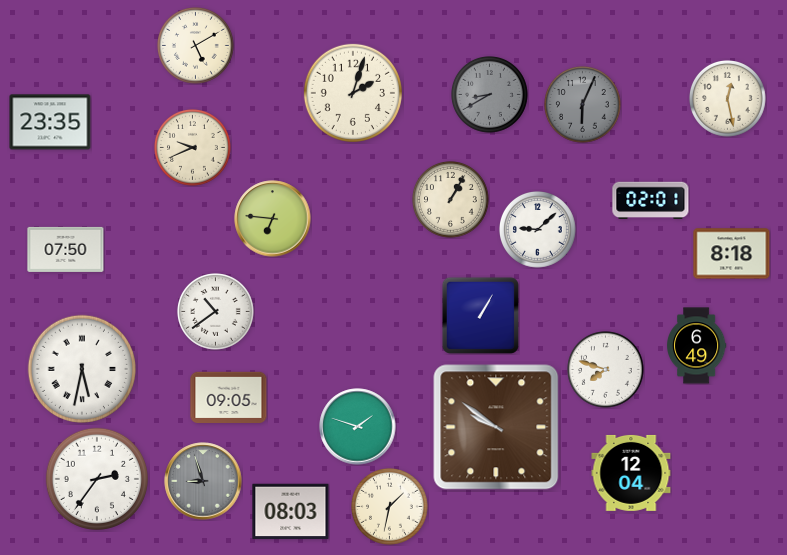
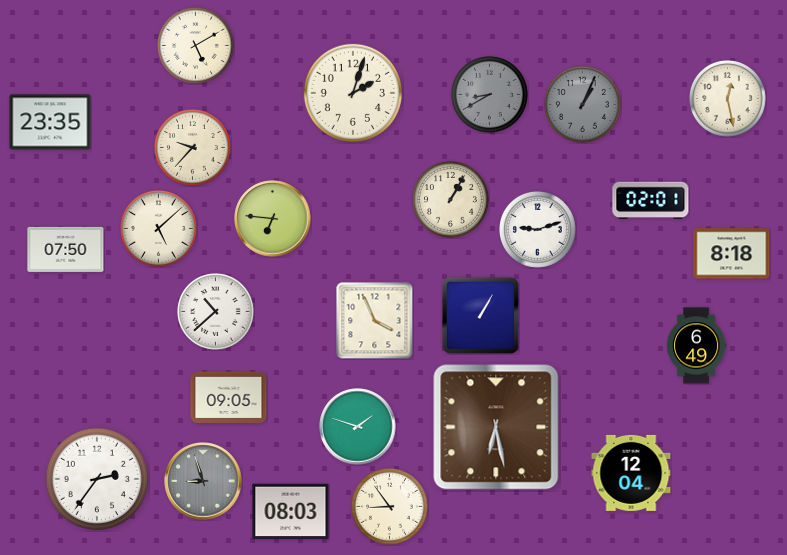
clock at (583, 105): 6:04 -> 1:04
clock at (193, 148): 9:41 -> 9:37
clock at (159, 229): none -> 5:08
clock at (538, 230): 9:08 -> 9:12
clock at (216, 312): 10:39 -> 10:38
clock at (374, 320): none -> 3:56
clock at (81, 368): 5:32 -> none
clock at (606, 370): 7:48 -> none
clock at (496, 427): 9:51 -> 6:28
clock at (390, 507): 1:32 -> 8:54
